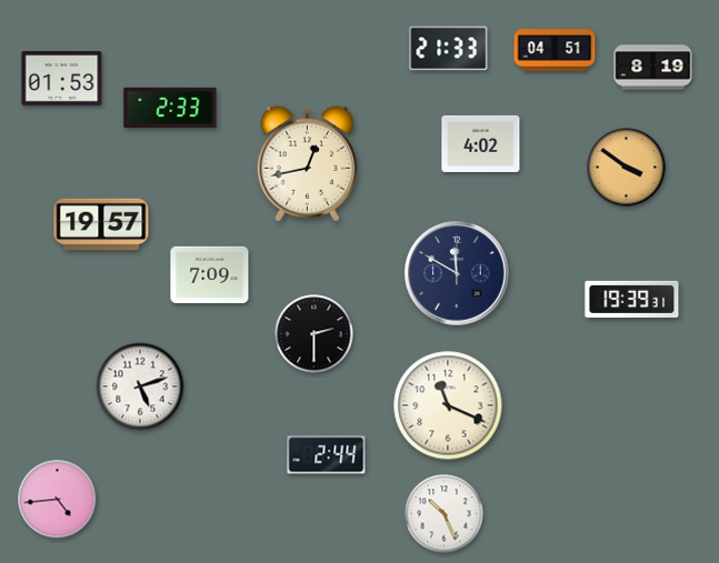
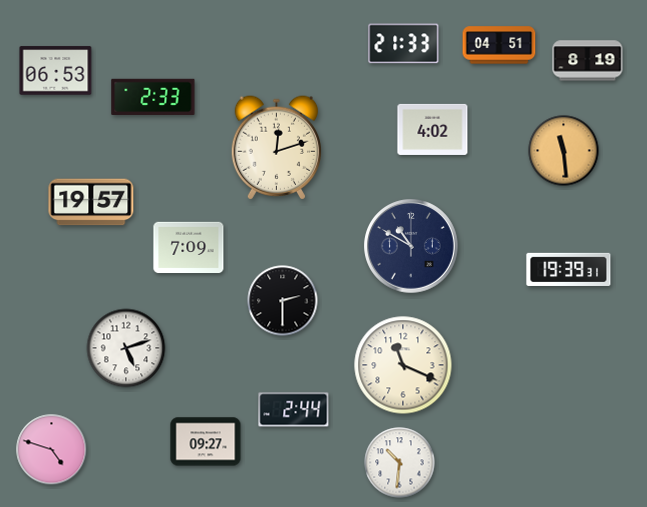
clock at (62, 79): 01:53 -> 06:53
clock at (307, 164): 12:43 -> 12:12
clock at (627, 168): 3:51 -> 11:29
clock at (457, 273): 11:50 -> 10:50
clock at (206, 442): none -> 09:27
clock at (58, 500): 4:44 -> 4:48
clock at (445, 514): 10:26 -> 10:31
